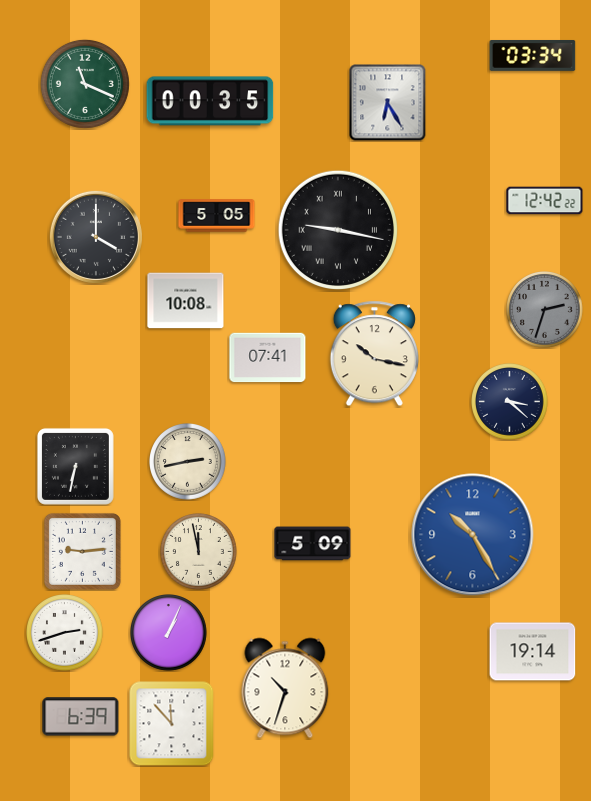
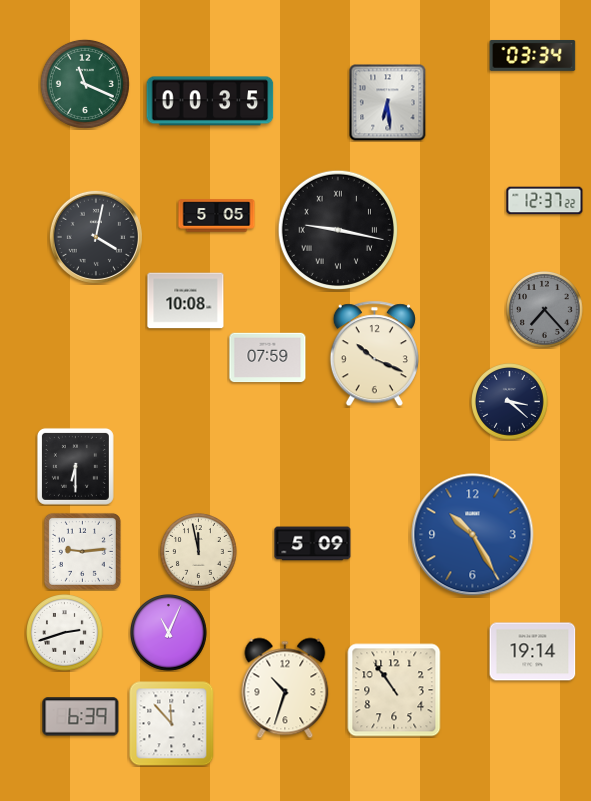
clock at (388, 103): 6:25 -> 6:29
clock at (545, 201): 12:42 -> 12:37
clock at (96, 237): 4:00 -> 4:02
clock at (545, 310): 2:33 -> 7:23
clock at (374, 354): 10:17 -> 10:19
clock at (268, 358): 07:41 -> 07:59
clock at (188, 462): 2:43 -> none
clock at (75, 466): 6:32 -> 6:30
clock at (169, 633): 1:04 -> 11:04
clock at (394, 690): none -> 10:54
